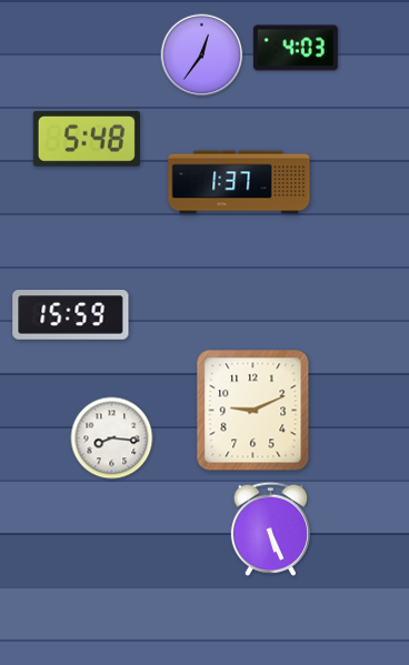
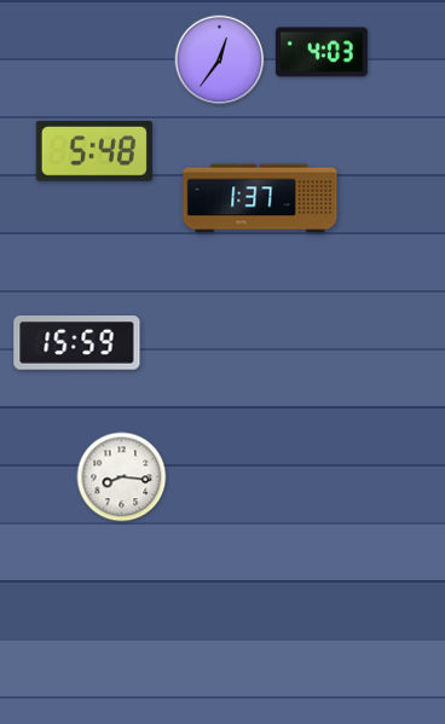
clock at (253, 411): 9:11 -> none
clock at (270, 528): 5:26 -> none
